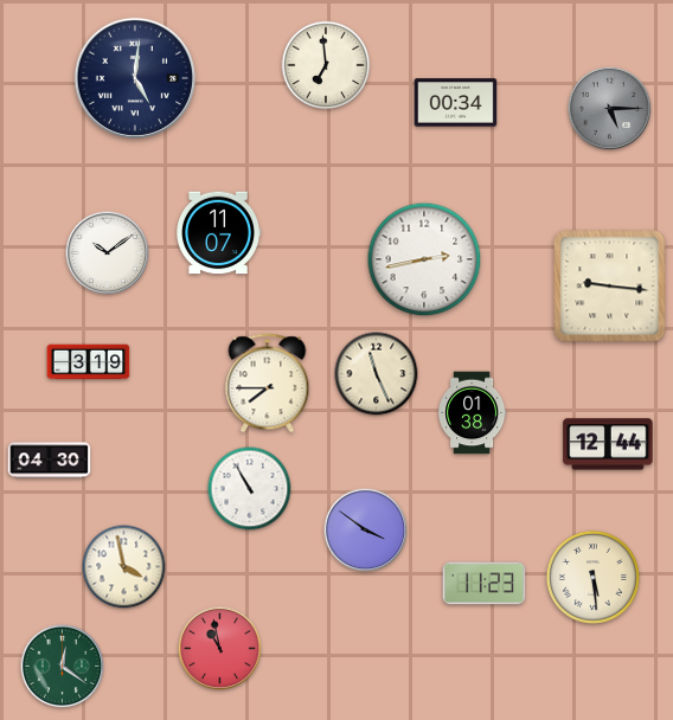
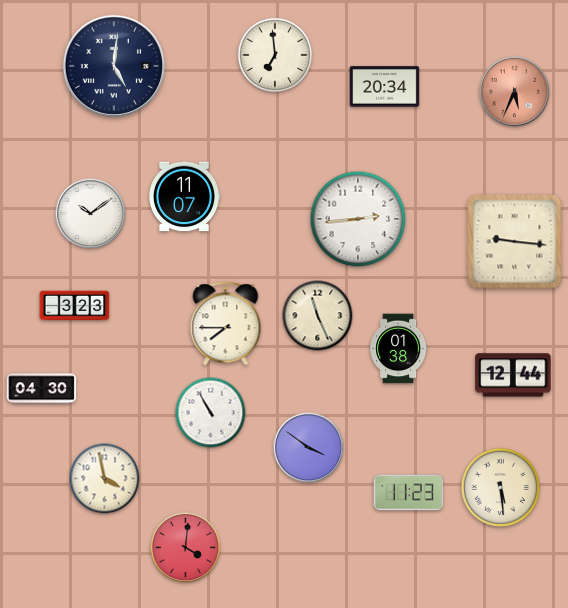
clock at (456, 103): 00:34 -> 20:34
clock at (610, 109): 5:15 -> 5:34
clock at (610, 109) dial: grey -> salmon
clock at (424, 259): 2:43 -> 2:44
clock at (89, 362): 3:19 -> 3:23
clock at (220, 649): 10:58 -> 4:01
clock at (63, 667): 12:21 -> none
